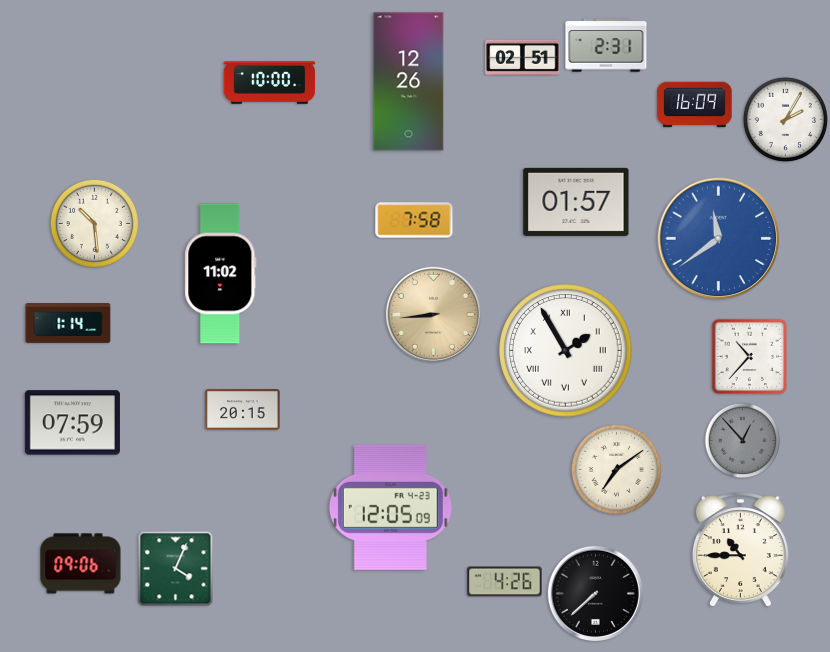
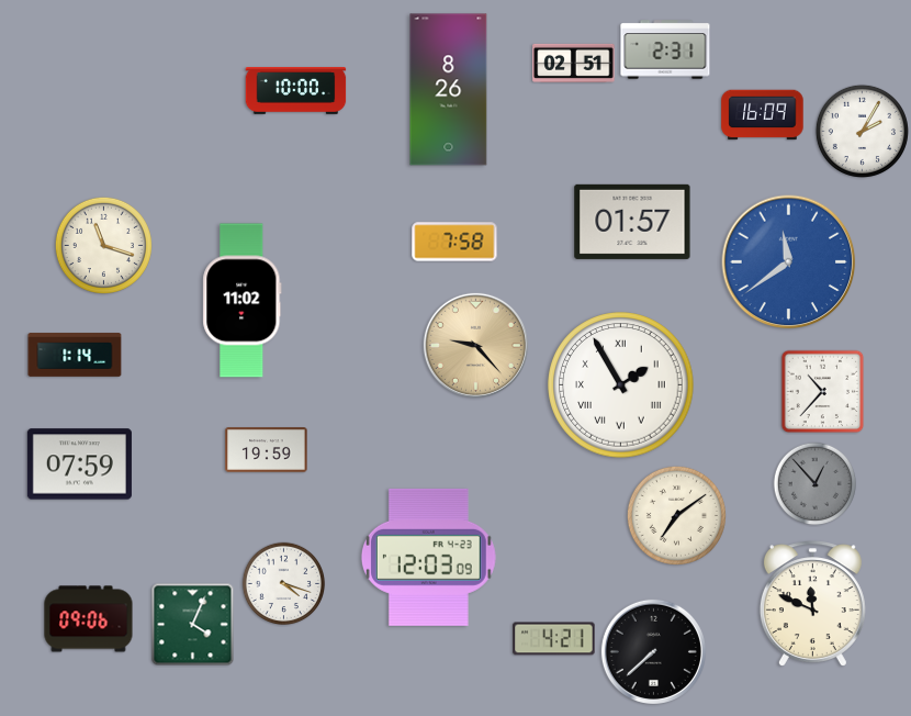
clock at (409, 82): 12:26 -> 8:26
clock at (94, 223): 10:29 -> 11:18
clock at (433, 314): 8:44 -> 9:23
clock at (243, 410): 20:15 -> 19:59
clock at (390, 507): 12:05 -> 12:03
clock at (284, 584): none -> 4:18
clock at (740, 550): 10:45 -> 11:49
clock at (505, 582): 4:26 -> 4:21
